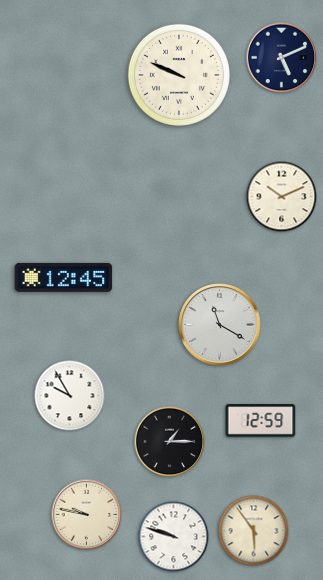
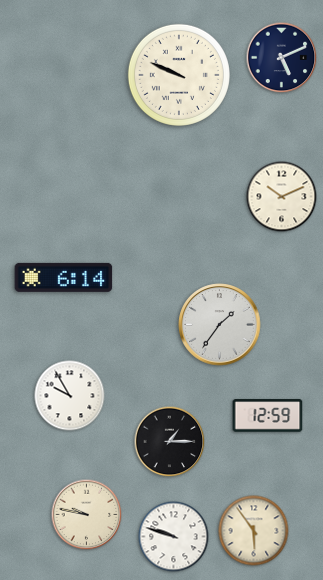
clock at (64, 277): 12:45 -> 6:14
clock at (220, 325): 11:20 -> 1:36
clock at (261, 421) position: (261, 421) -> (268, 416)
